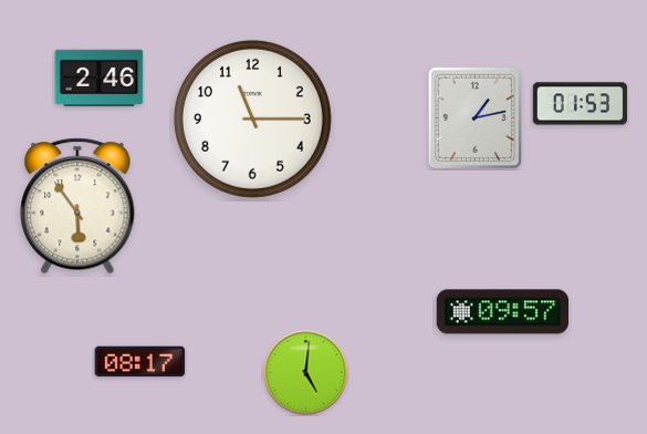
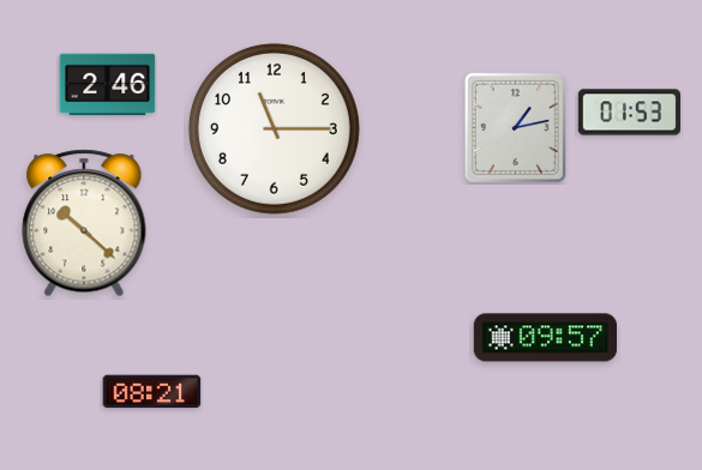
clock at (77, 206): 5:54 -> 10:22
clock at (140, 362): 08:17 -> 08:21
clock at (306, 373): 5:01 -> none
